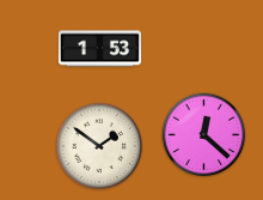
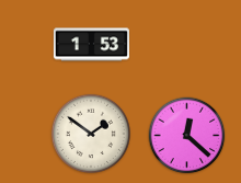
clock at (204, 135) position: (204, 135) -> (187, 136)
